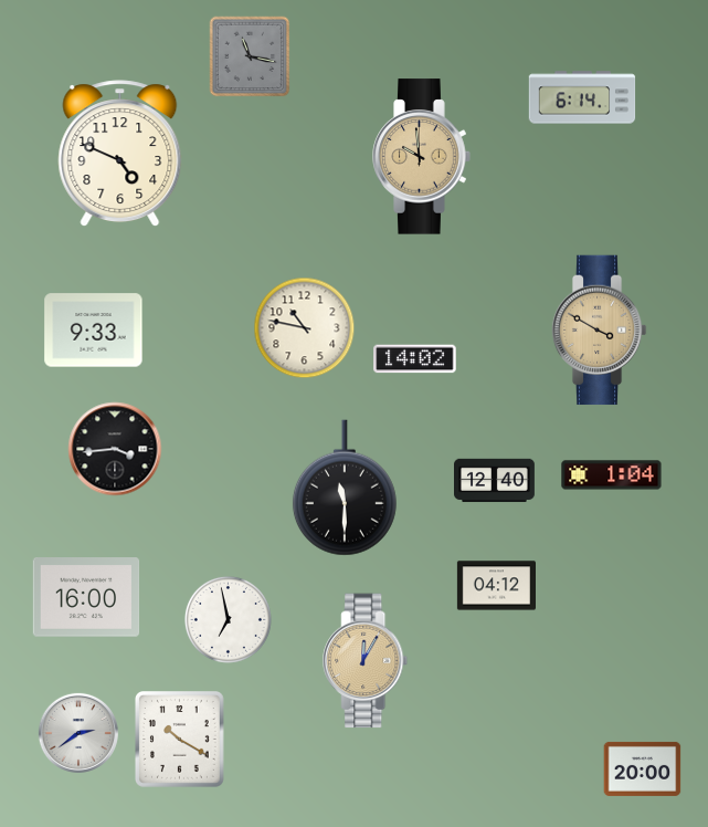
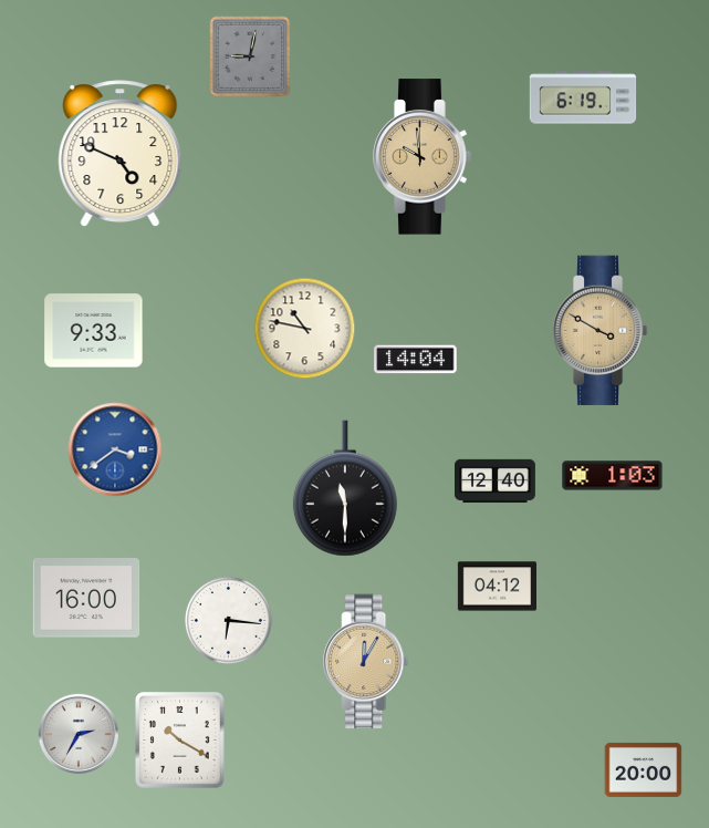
clock at (250, 56): 11:17 -> 9:02
clock at (582, 97): 6:14 -> 6:19
clock at (415, 359): 14:02 -> 14:04
clock at (115, 449): 3:44 -> 3:39
clock at (115, 449) dial: black -> blue
clock at (612, 475): 1:04 -> 1:03
clock at (228, 619): 6:58 -> 6:16
clock at (78, 733): 2:39 -> 2:35
